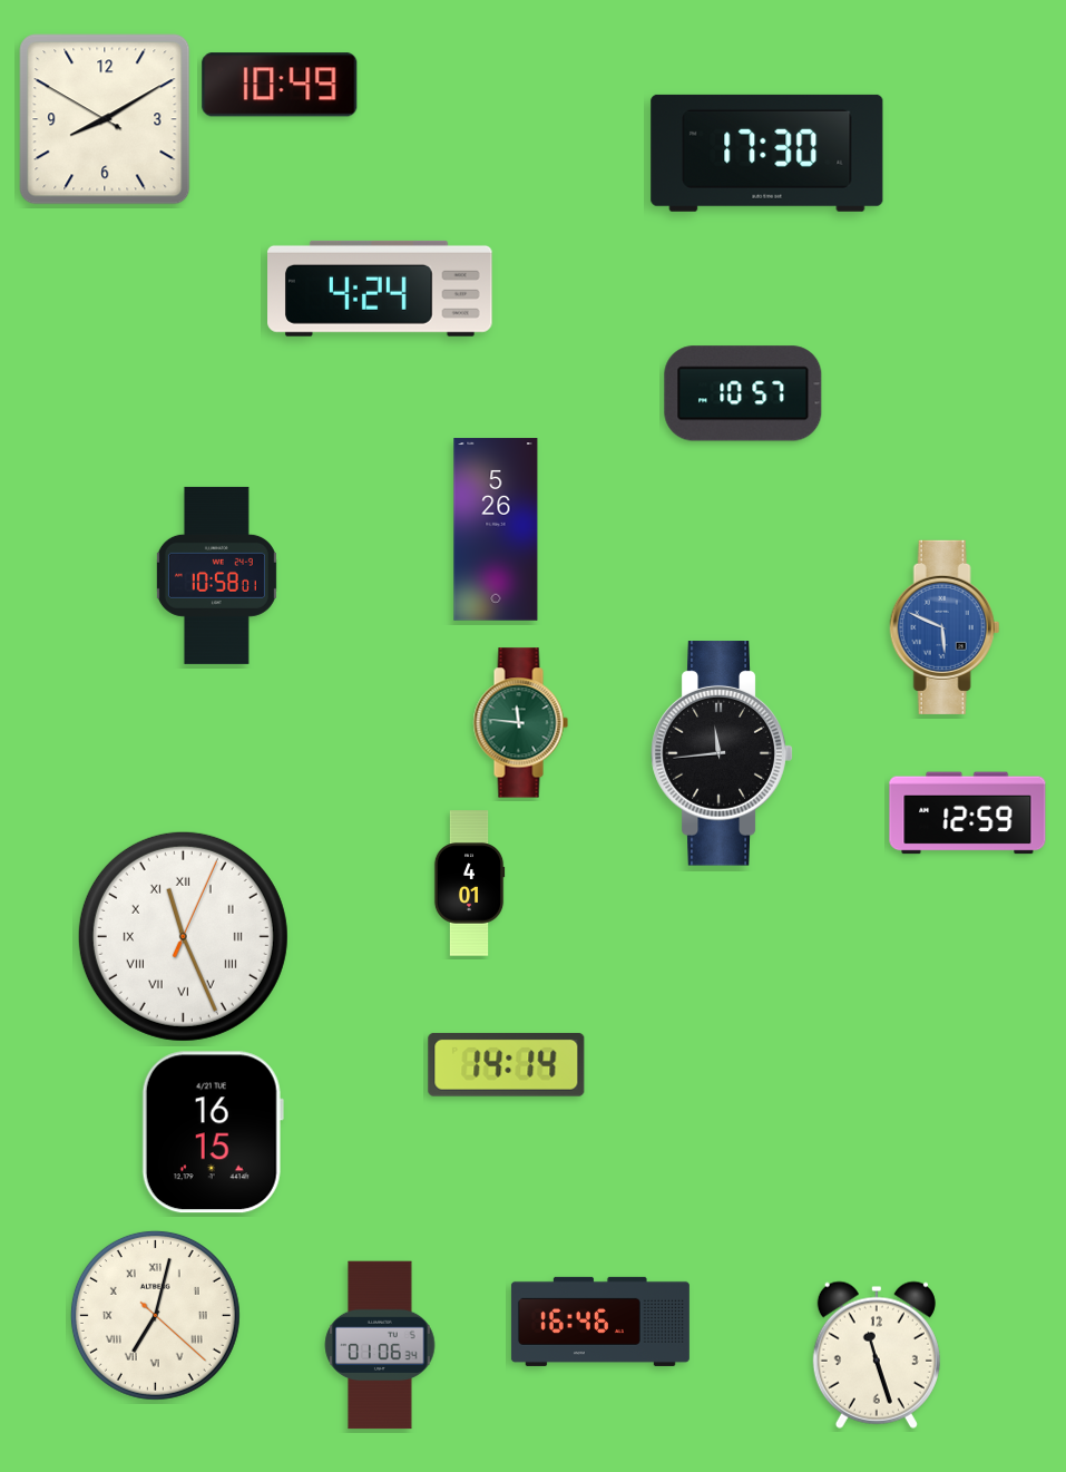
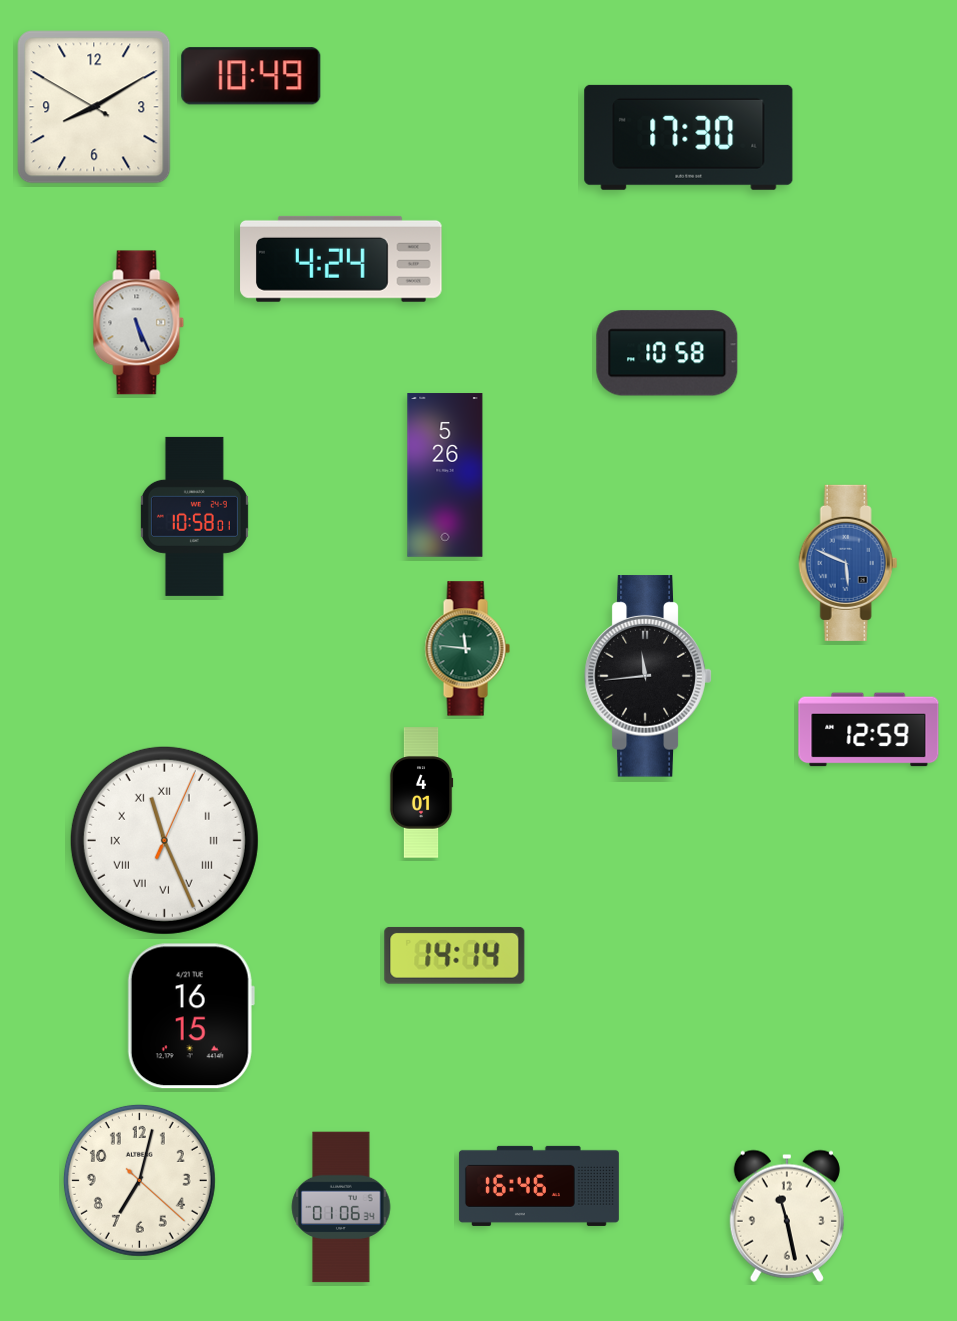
clock at (139, 323): none -> 5:26
clock at (743, 393): 10:57 -> 10:58
clock at (155, 1315) numerals: Roman -> Arabic
clock at (877, 1355): 11:27 -> 11:28
